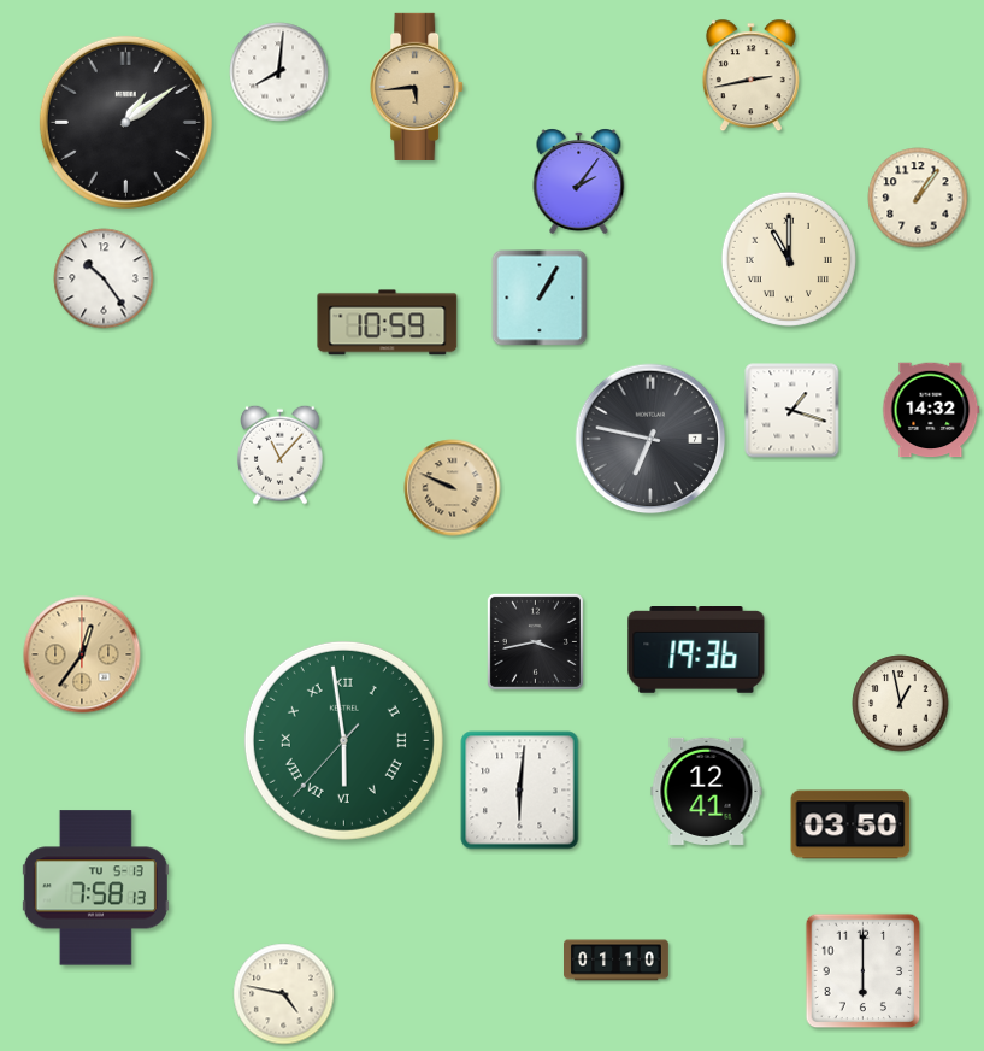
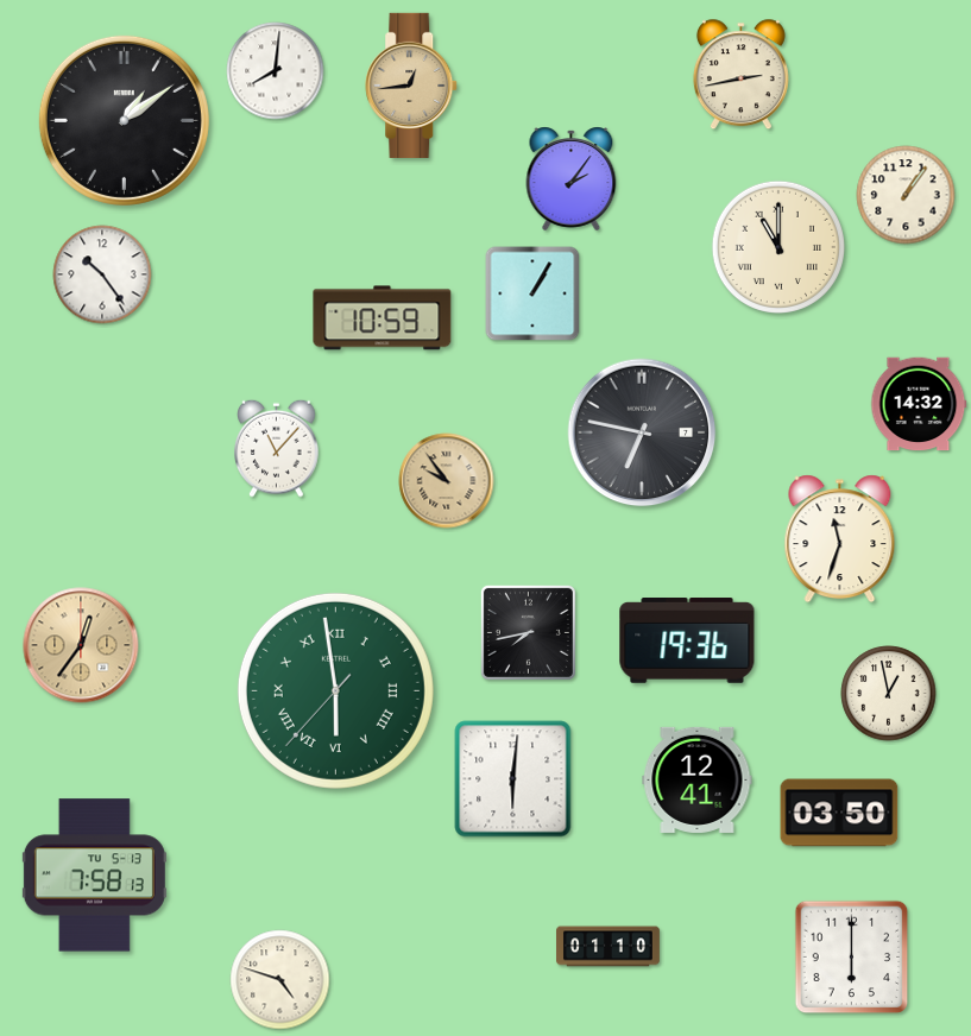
clock at (418, 87): 5:44 -> 12:44
clock at (788, 258) position: (788, 258) -> (777, 246)
clock at (792, 411): 1:18 -> none
clock at (453, 488): 9:49 -> 9:54
clock at (840, 539): none -> 11:33
clock at (535, 641): 3:43 -> 7:43
clock at (343, 740) position: (343, 740) -> (335, 690)
clock at (284, 994): 4:47 -> 4:48
